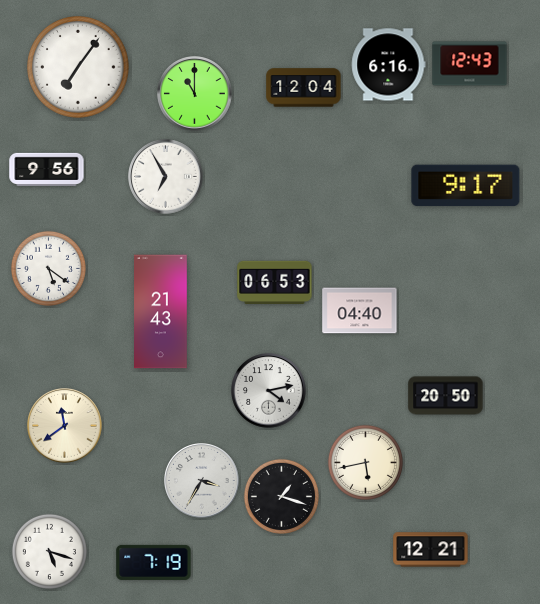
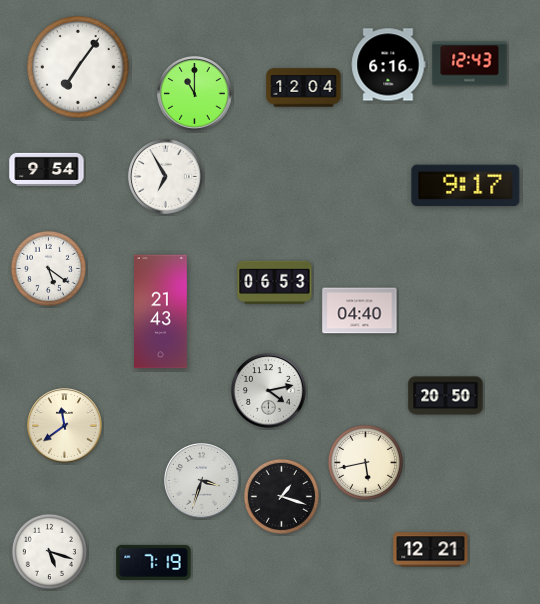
clock at (47, 169): 9:56 -> 9:54
clock at (202, 481): 3:35 -> 3:33
